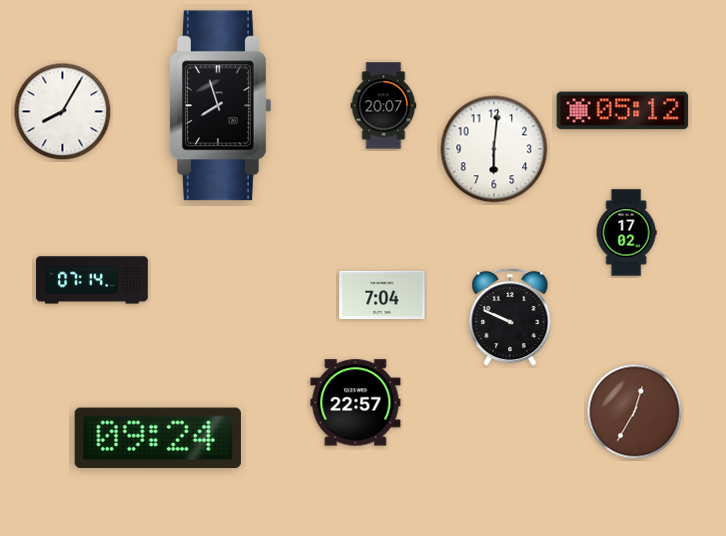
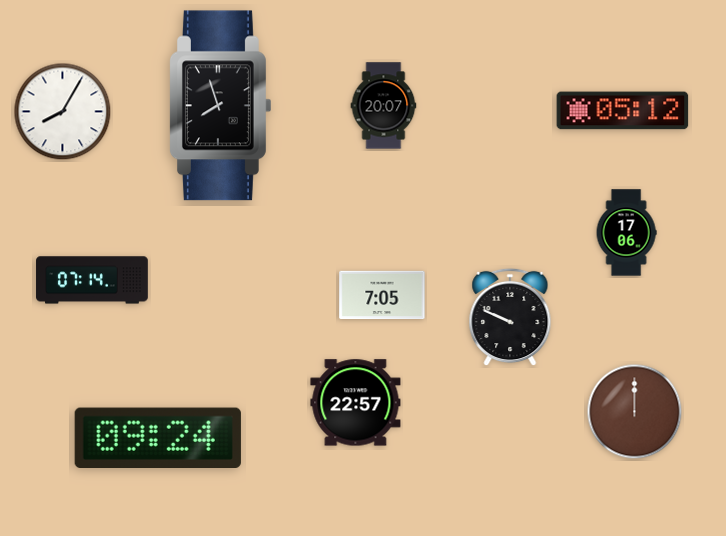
clock at (494, 149): 6:01 -> none
clock at (626, 233): 17:02 -> 17:06
clock at (382, 295): 7:04 -> 7:05
clock at (635, 412): 12:35 -> 12:00
